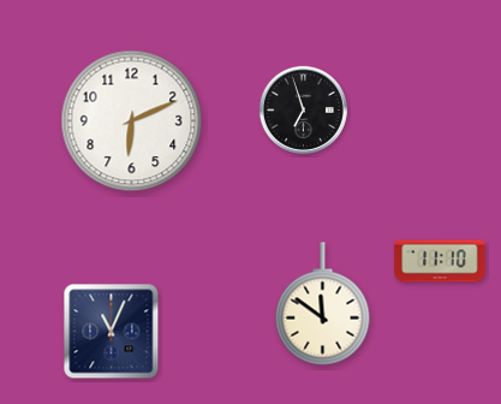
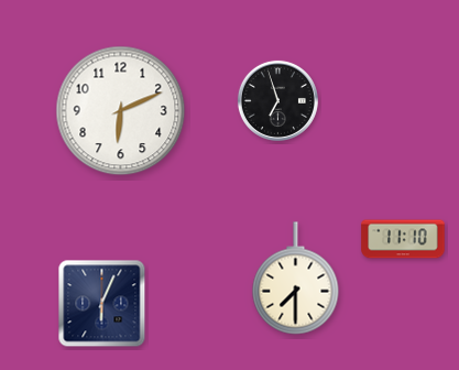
clock at (323, 304): 11:51 -> 7:30
clock at (112, 332): 11:04 -> 6:04
